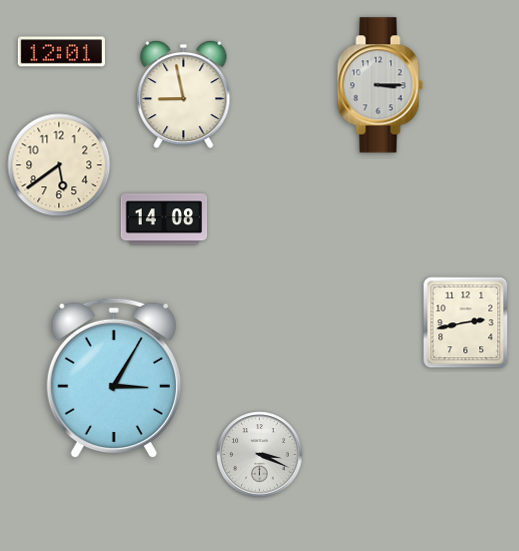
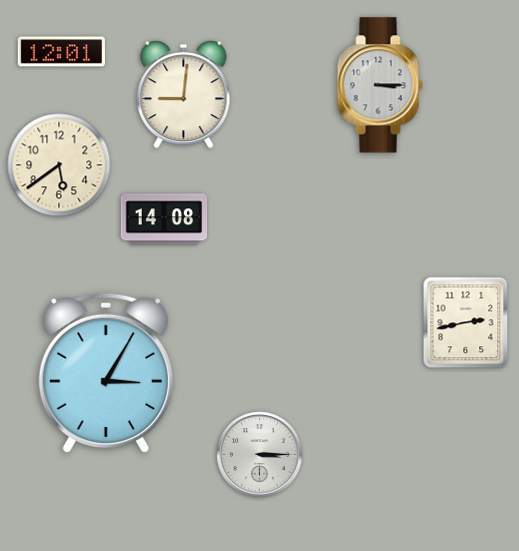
clock at (184, 95): 8:58 -> 9:01
clock at (114, 377) position: (114, 377) -> (106, 372)
clock at (260, 455): 3:19 -> 3:15
